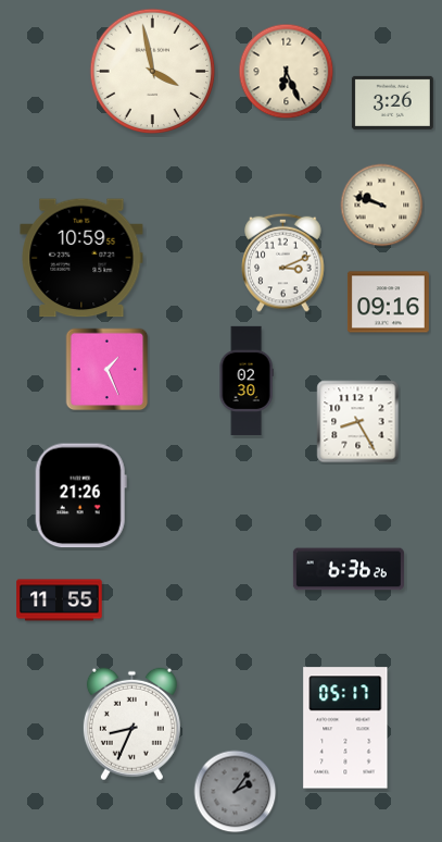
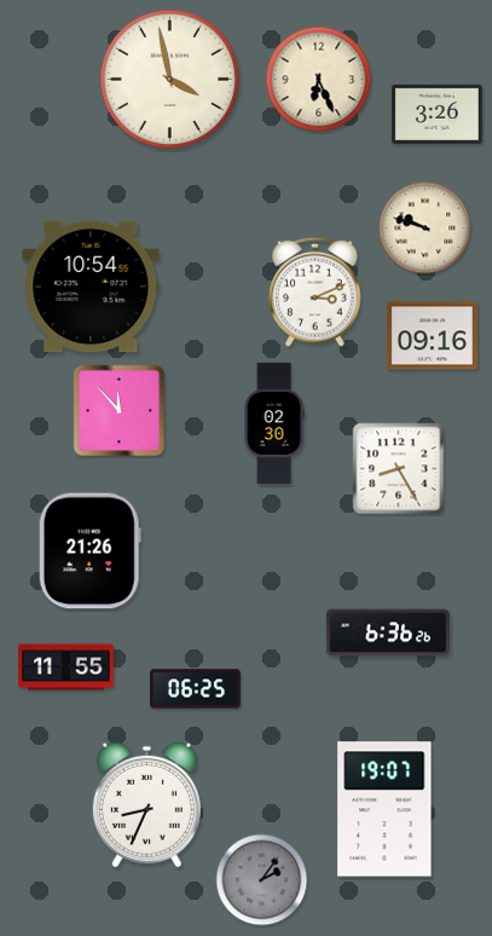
clock at (81, 258): 10:59 -> 10:54
clock at (108, 370): 1:26 -> 11:53
clock at (195, 689): none -> 06:25
clock at (345, 728): 05:17 -> 19:07
